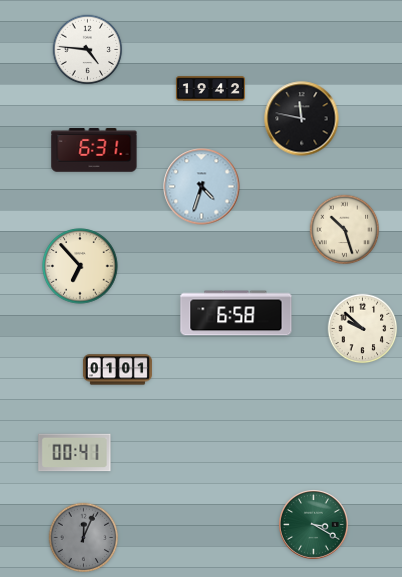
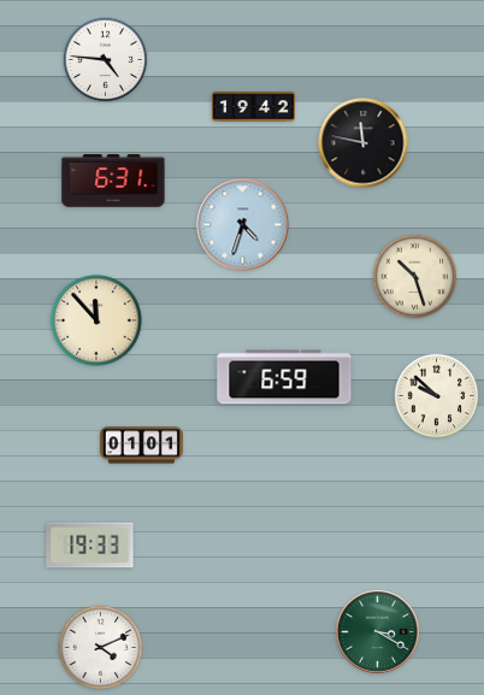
clock at (80, 266): 6:53 -> 11:53
clock at (236, 313): 6:58 -> 6:59
clock at (75, 453): 00:41 -> 19:33
clock at (84, 538): 12:04 -> 4:11
clock at (84, 538) dial: grey -> white
